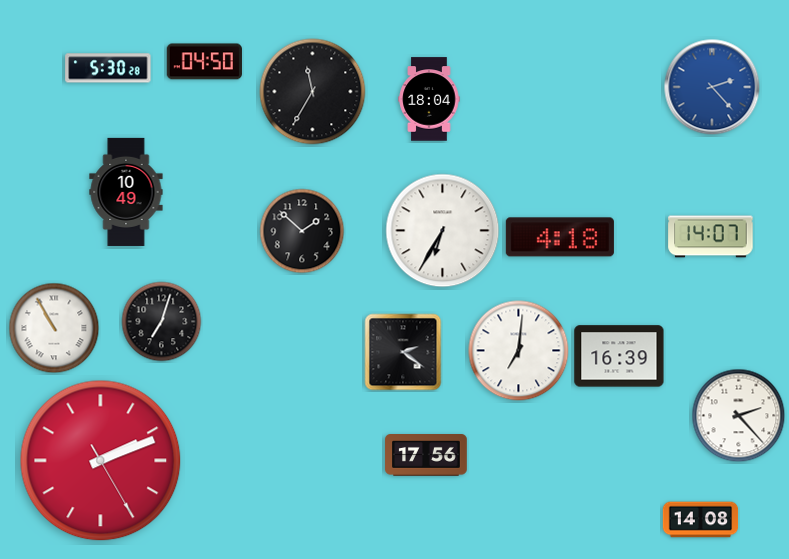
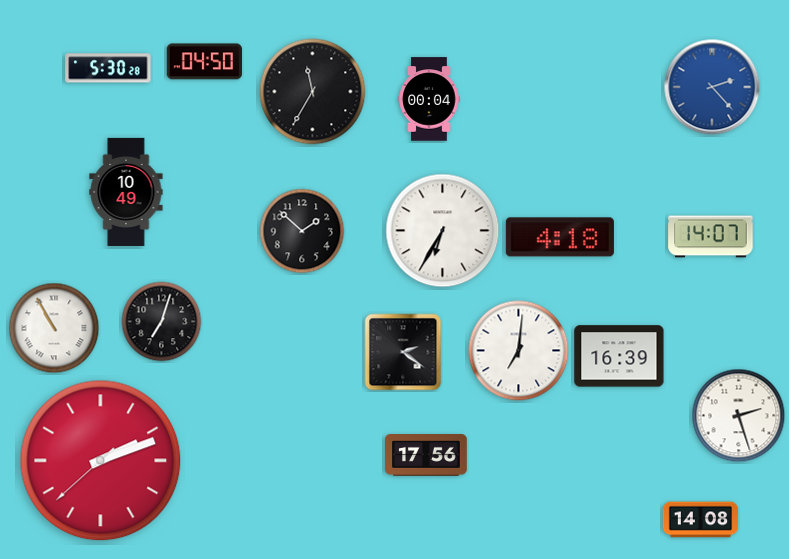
clock at (429, 99): 18:04 -> 00:04
clock at (739, 416): 2:23 -> 2:27
clock at (101, 461): 2:11:25 -> 2:11:38
